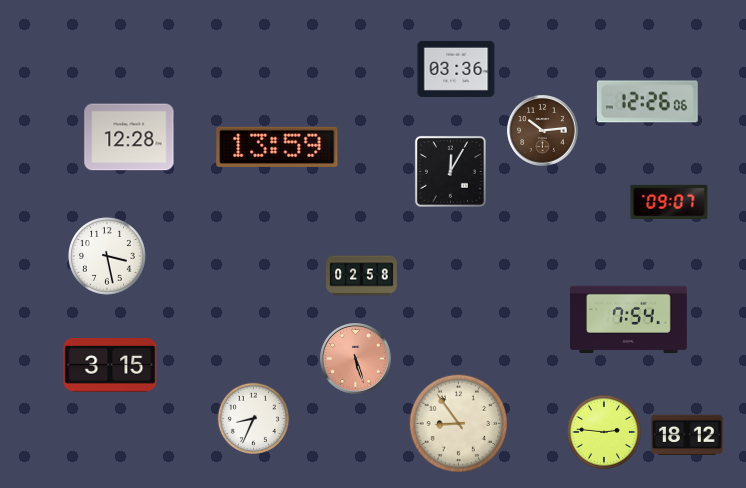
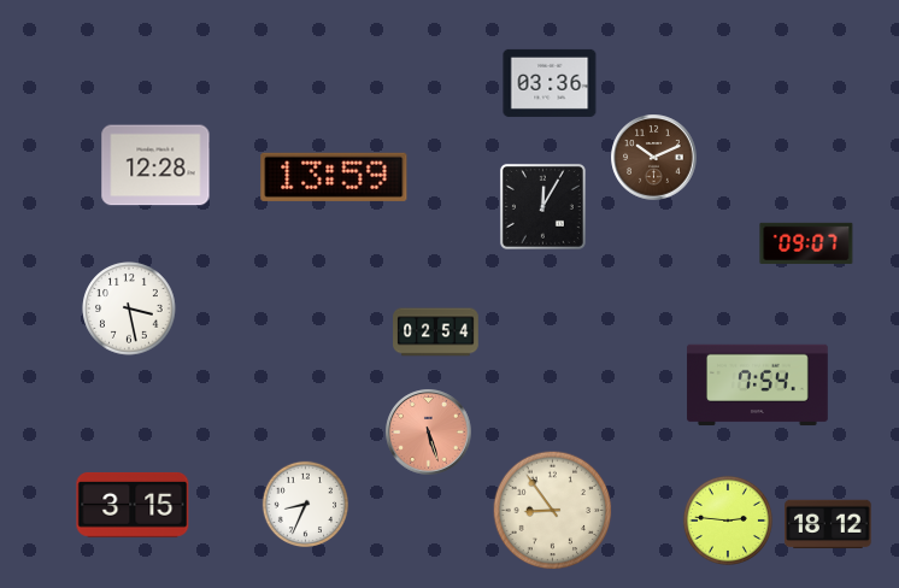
clock at (647, 102): 12:26 -> none
clock at (543, 131): 10:14 -> 10:11
clock at (362, 276): 02:58 -> 02:54
clock at (110, 365) position: (110, 365) -> (133, 505)
